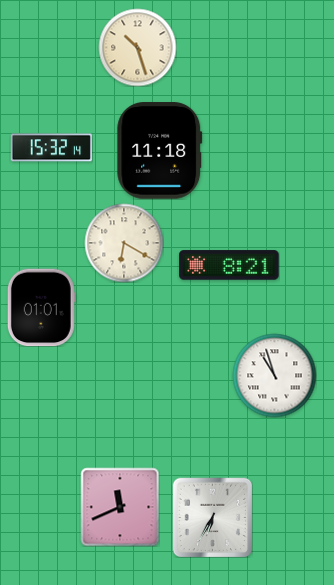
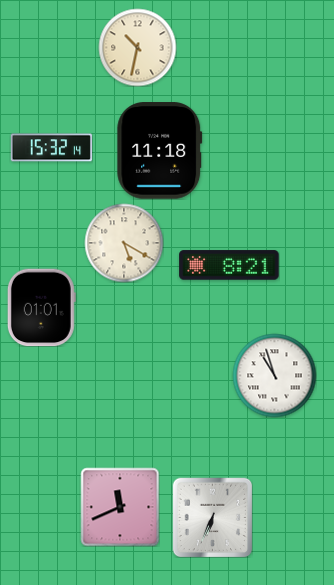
clock at (137, 47): 10:27 -> 10:32
clock at (124, 243): 6:20 -> 5:20
clock at (212, 517): 6:35 -> 6:34
